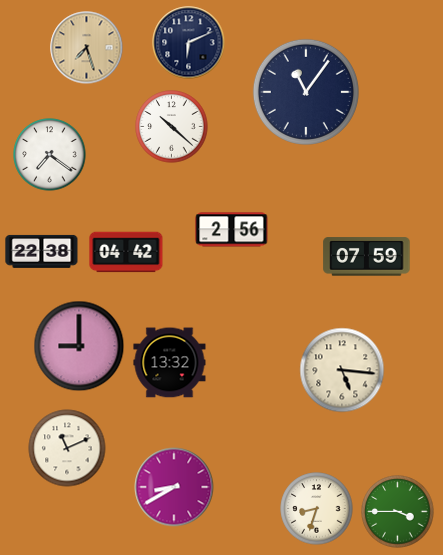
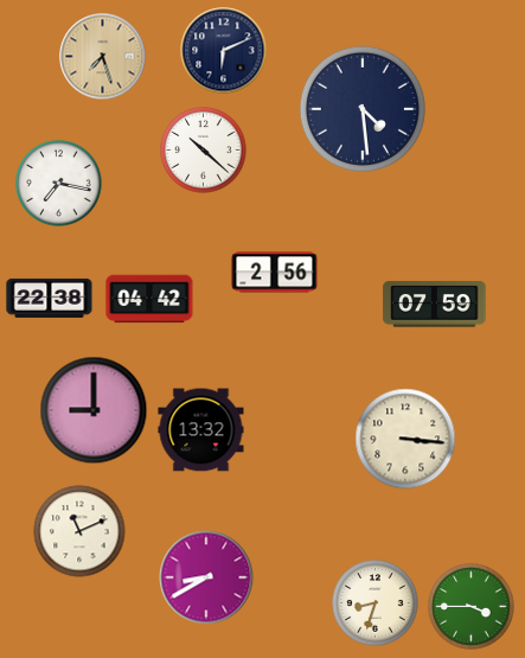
clock at (306, 92): 11:06 -> 4:29
clock at (50, 155): 7:21 -> 7:17
clock at (342, 370): 5:16 -> 3:16
